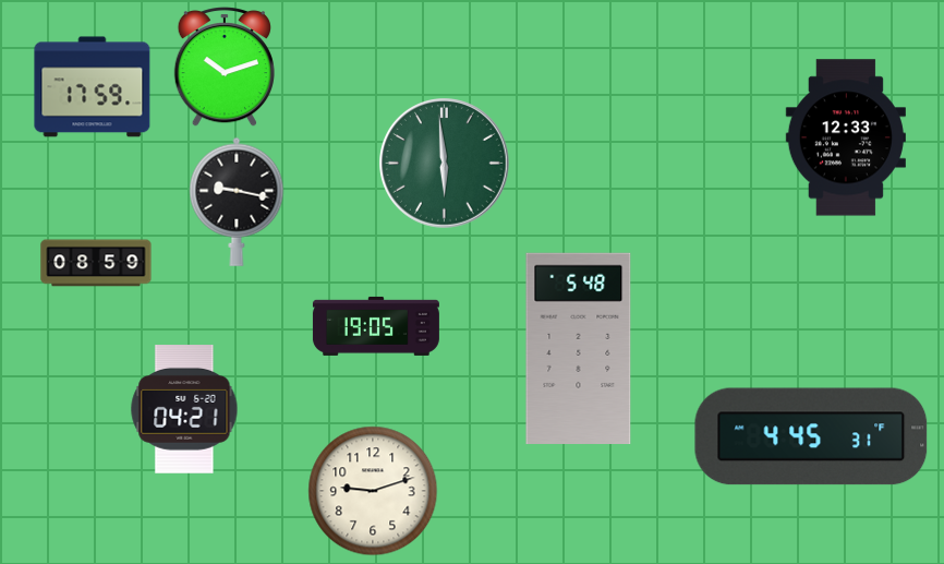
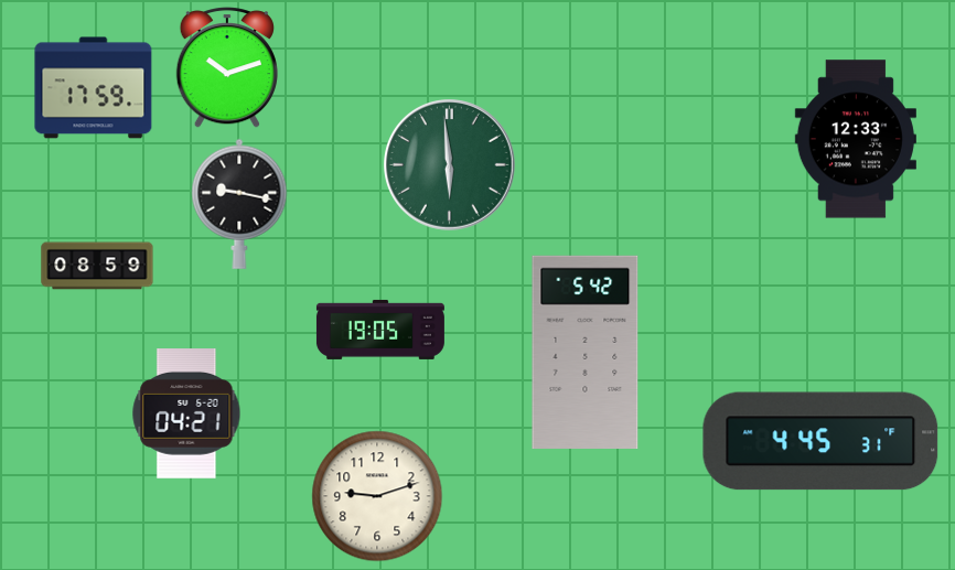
clock at (579, 348): 5:48 -> 5:42
